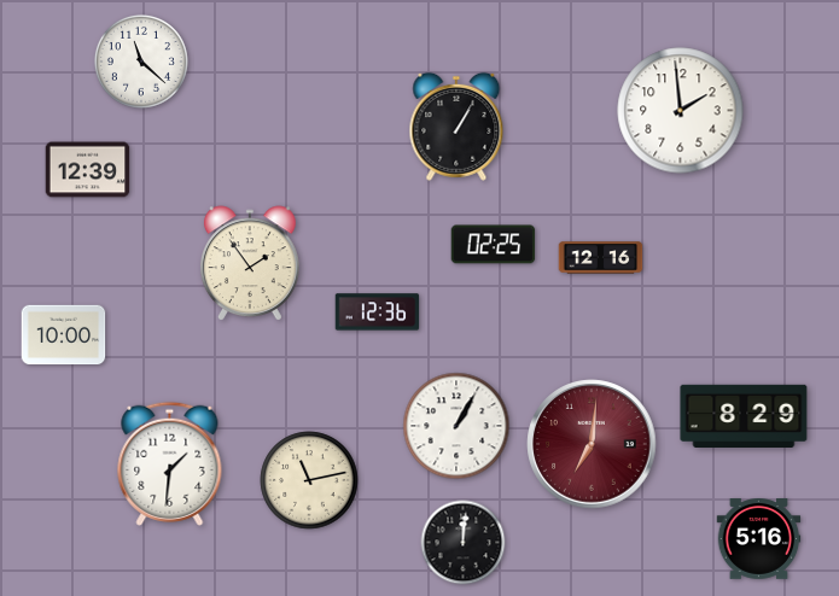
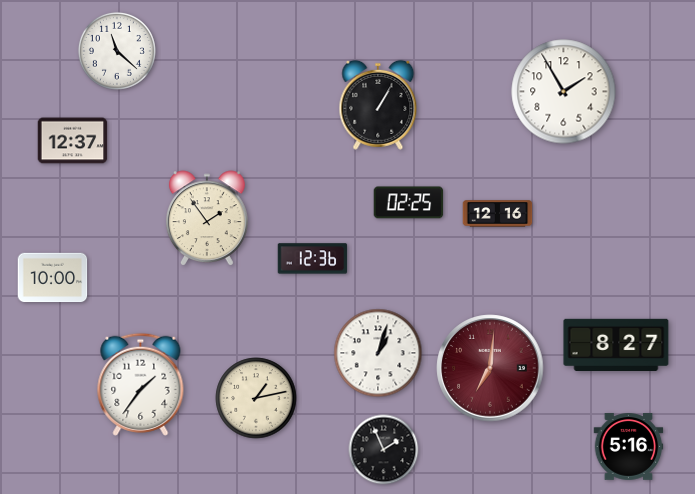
clock at (681, 111): 1:59 -> 1:55
clock at (88, 170): 12:39 -> 12:37
clock at (744, 415): 8:29 -> 8:27
clock at (456, 426): 1:05 -> 1:03
clock at (170, 463): 1:31 -> 1:36
clock at (309, 480): 11:13 -> 1:13
clock at (464, 543): 12:01 -> 1:56
